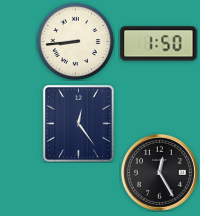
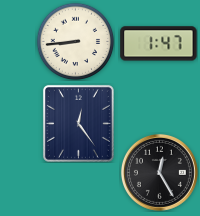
clock at (159, 44): 1:50 -> 1:47
